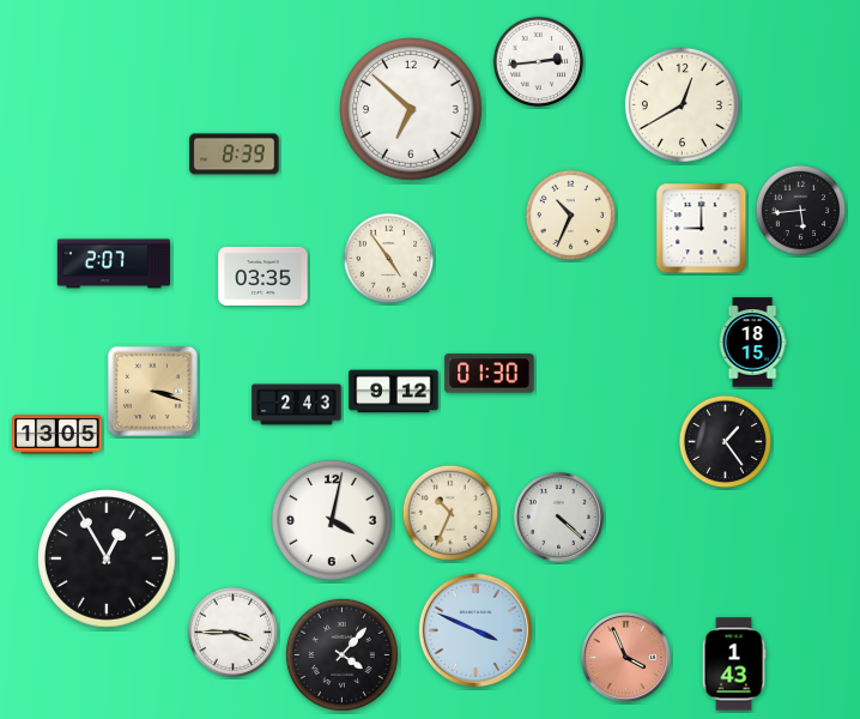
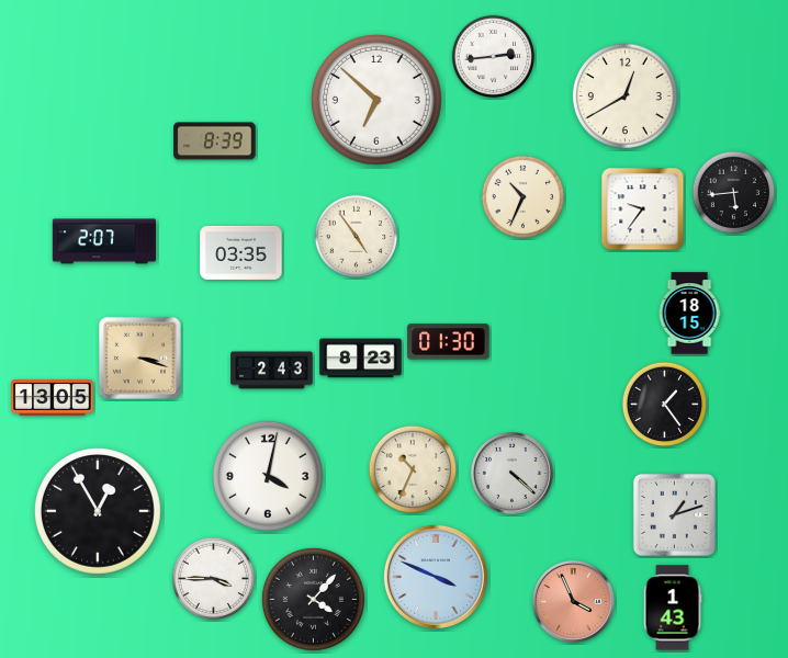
clock at (702, 229): 9:00 -> 9:36
clock at (394, 392): 9:12 -> 8:23
clock at (332, 520) position: (332, 520) -> (268, 476)
clock at (674, 514): none -> 1:12
